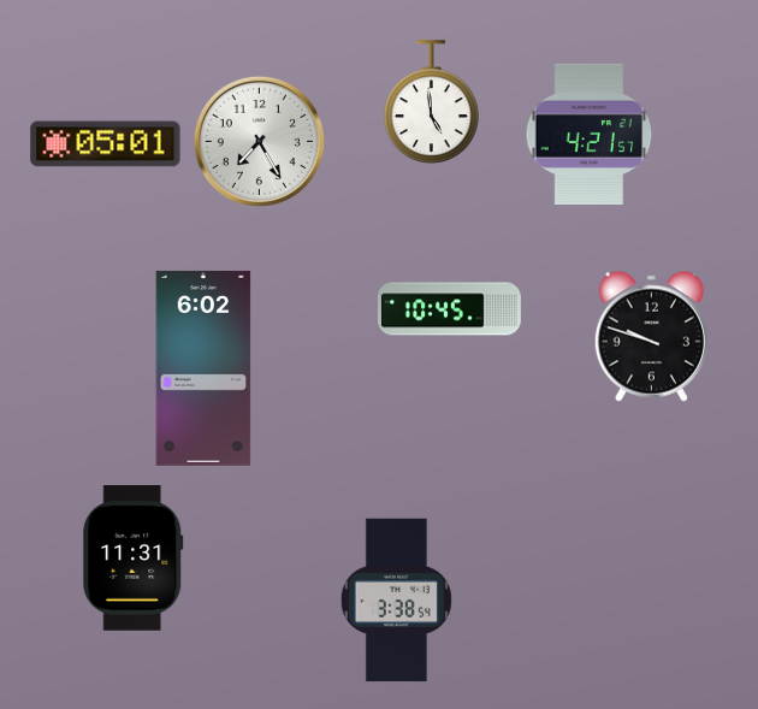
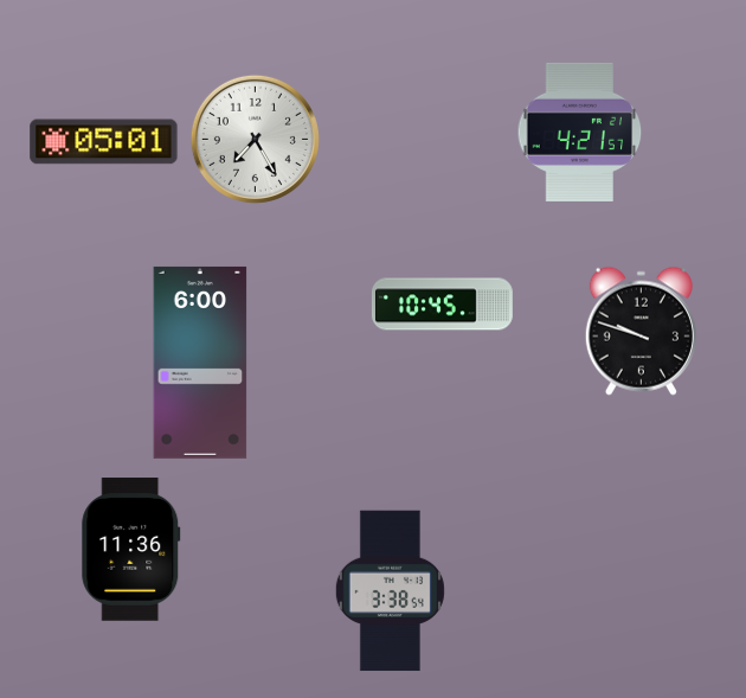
clock at (431, 102): 4:59 -> none
clock at (203, 368): 6:02 -> 6:00
clock at (134, 559): 11:31 -> 11:36
